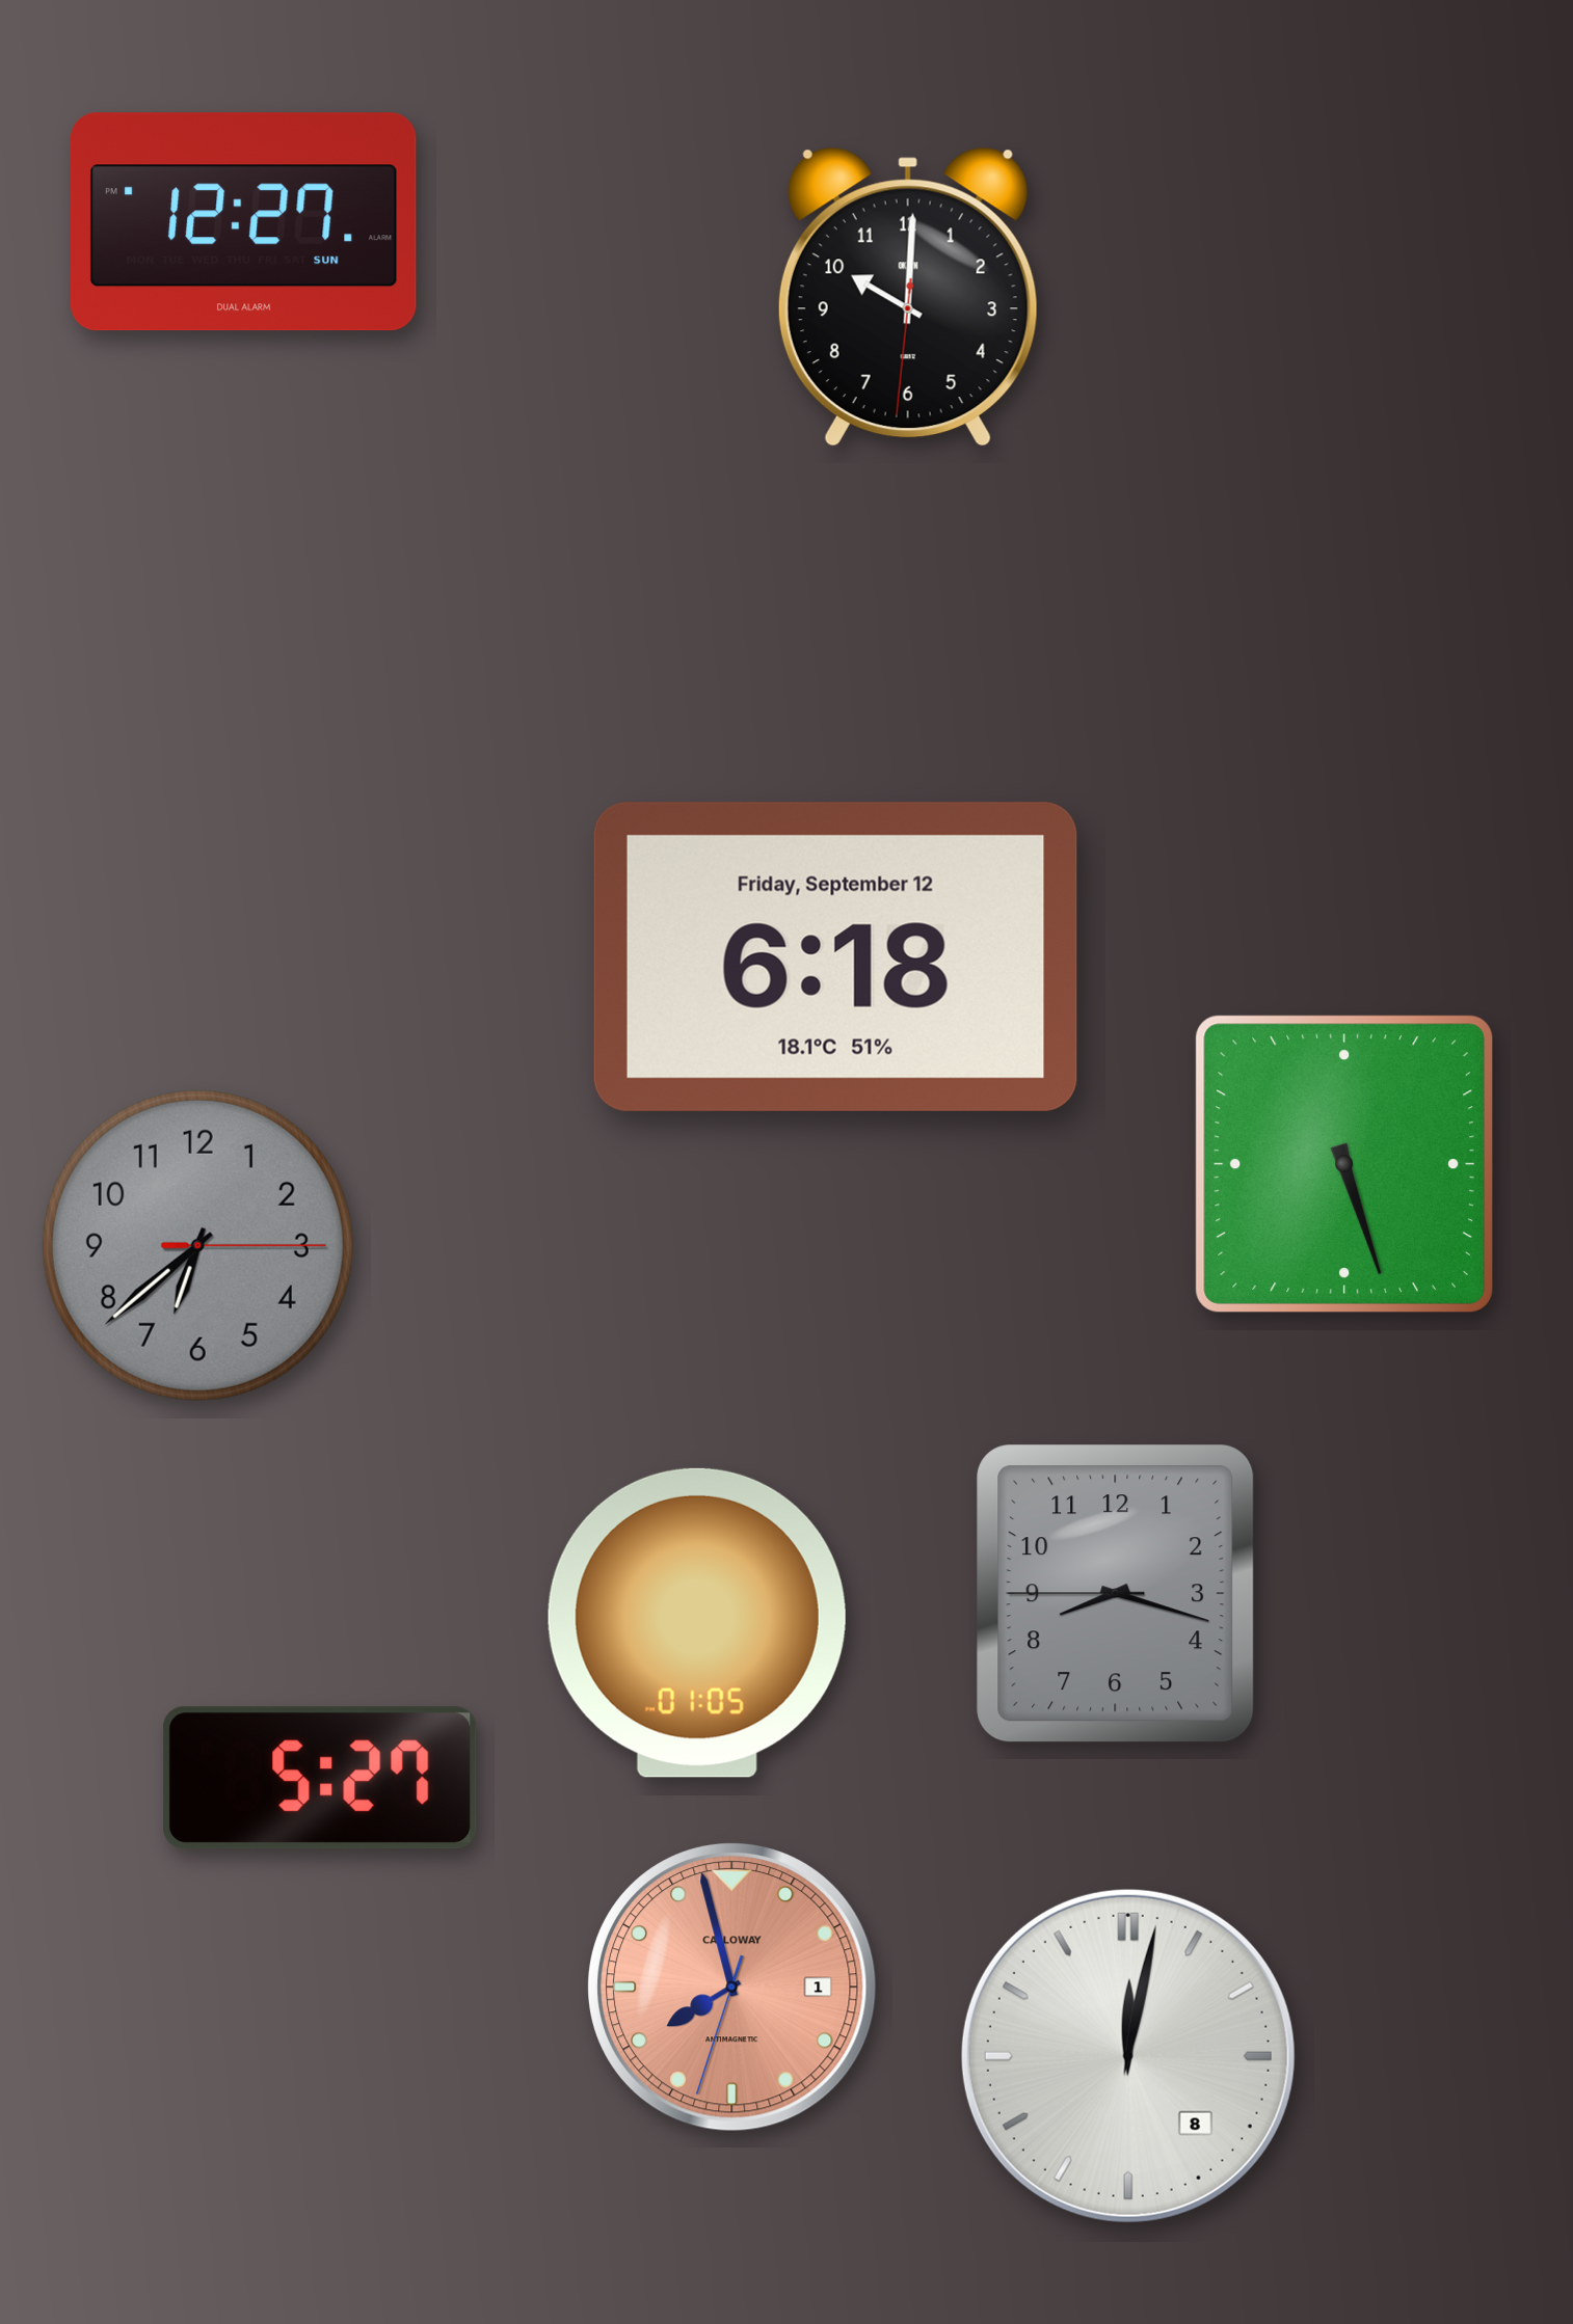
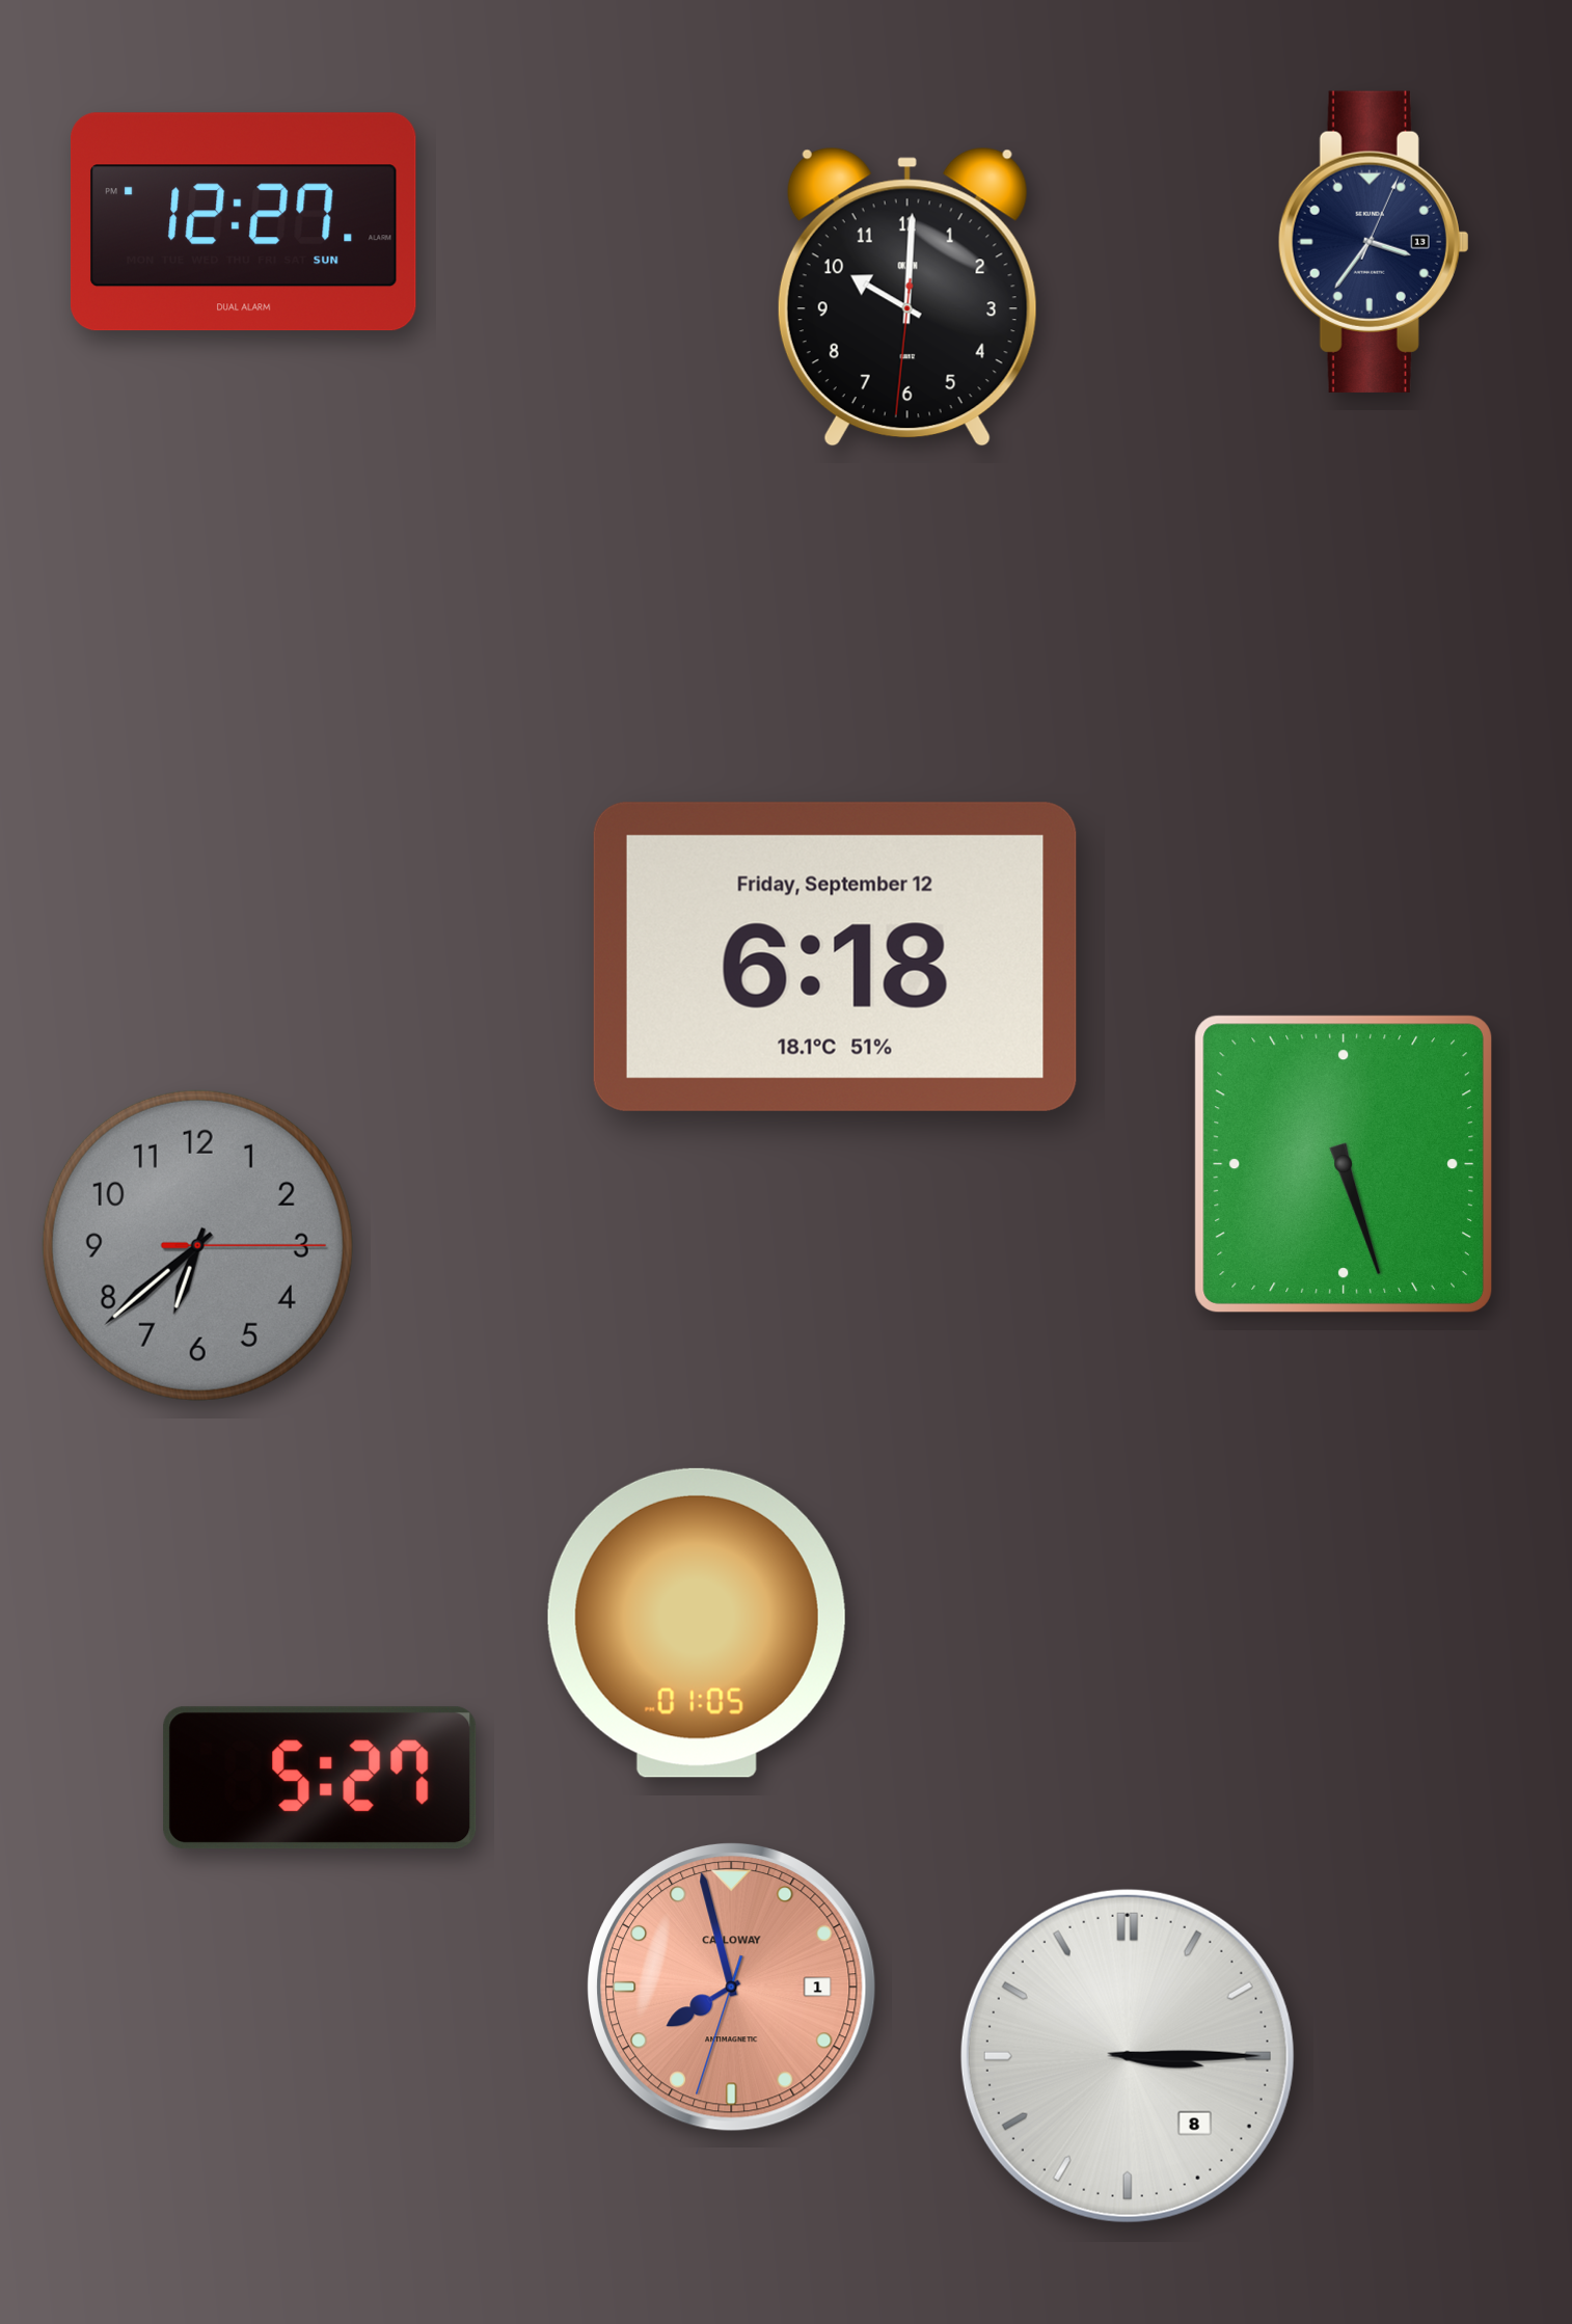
clock at (1374, 242): none -> 3:36
clock at (1116, 1594): 8:17 -> none
clock at (1128, 2056): 12:02 -> 3:15
